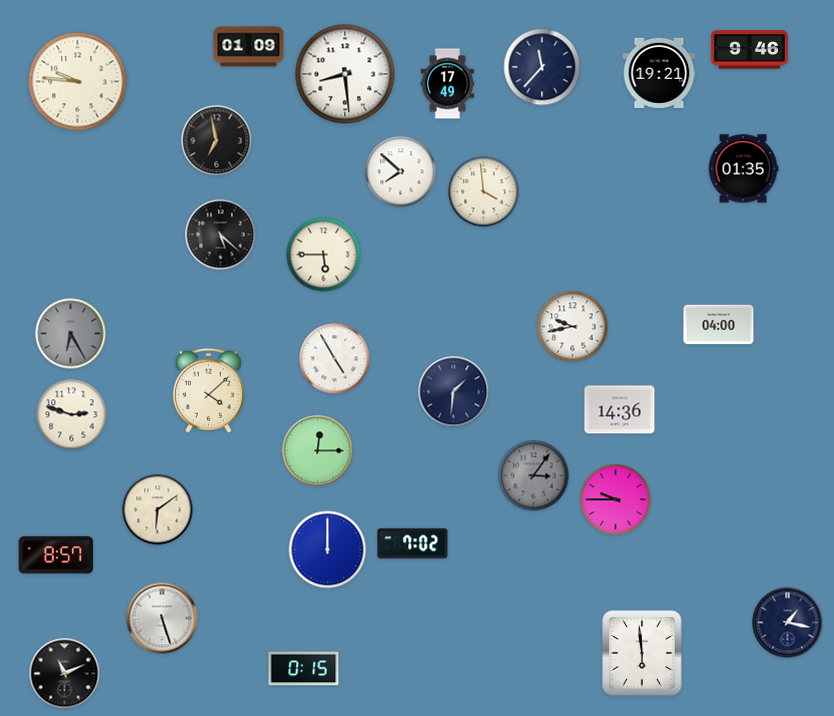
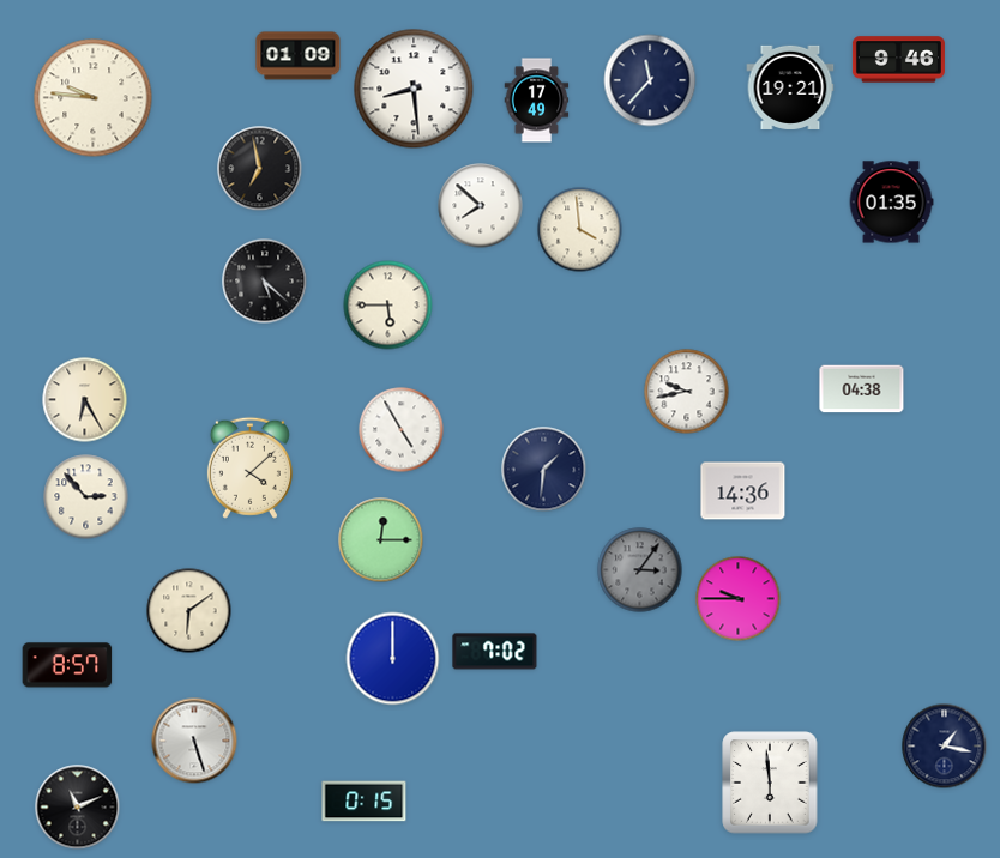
clock at (719, 325): 04:00 -> 04:38
clock at (71, 334) dial: grey -> cream
clock at (72, 415): 2:48 -> 2:53
